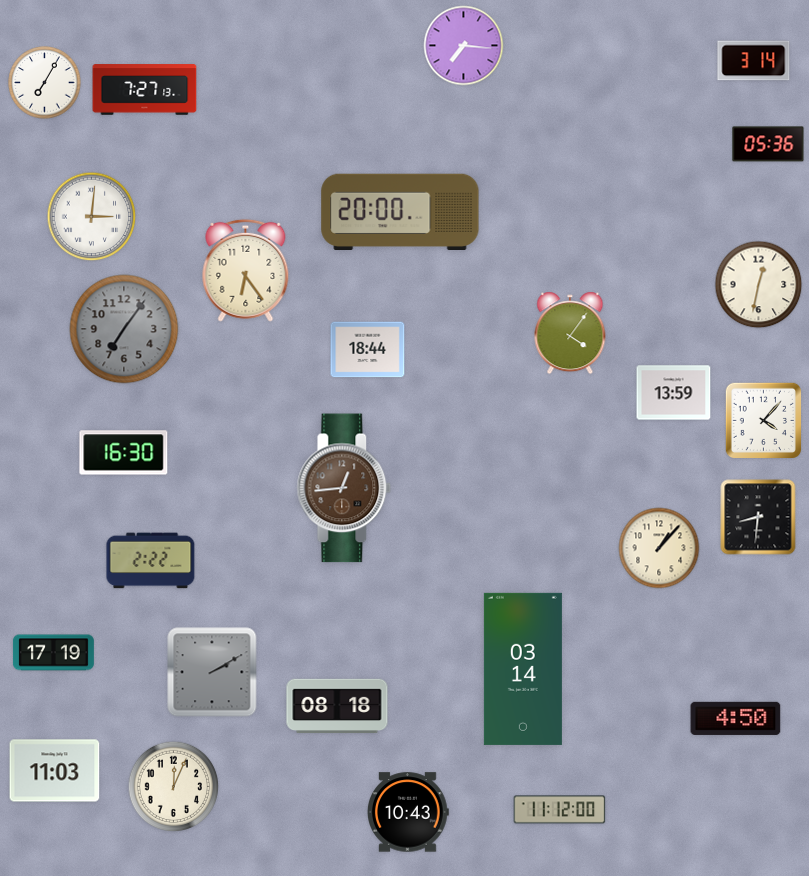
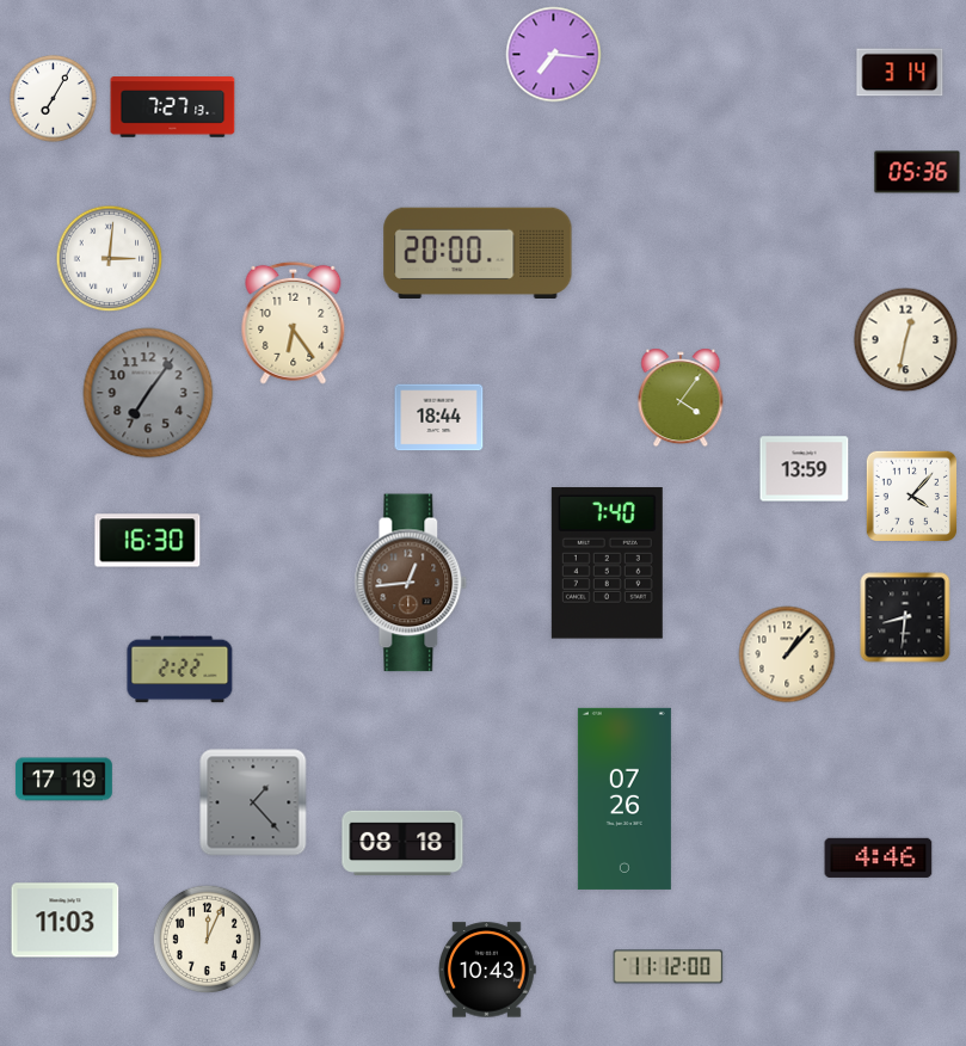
clock at (763, 420) position: (763, 420) -> (911, 496)
clock at (607, 564): none -> 7:40
clock at (523, 669): 03:14 -> 07:26
clock at (212, 672): 2:10 -> 1:23
clock at (736, 718): 4:50 -> 4:46
